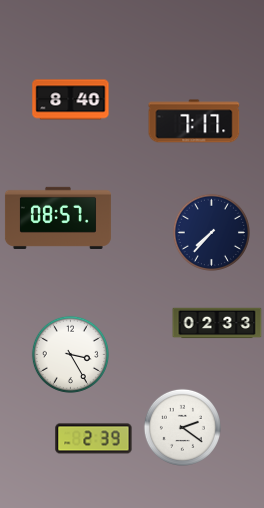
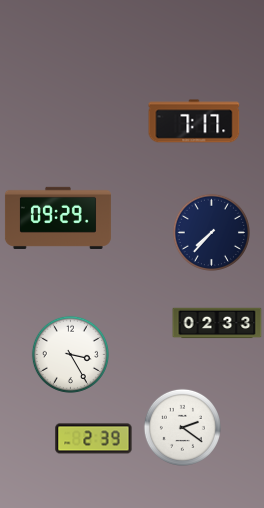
clock at (71, 100): 8:40 -> none
clock at (58, 218): 08:57 -> 09:29
